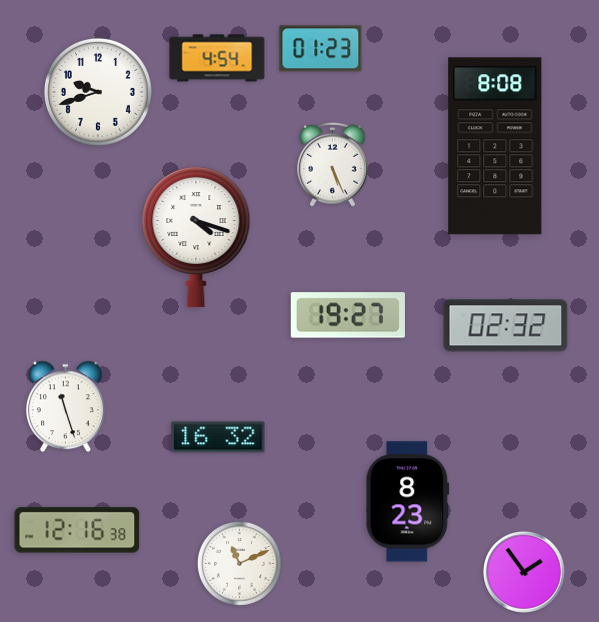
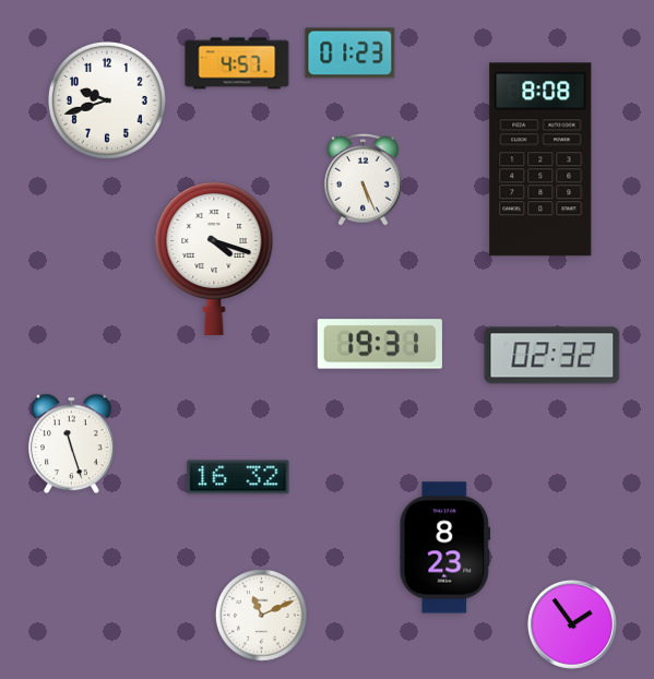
clock at (217, 58): 4:54 -> 4:57
clock at (348, 315): 19:27 -> 19:31
clock at (77, 530): 12:16 -> none
